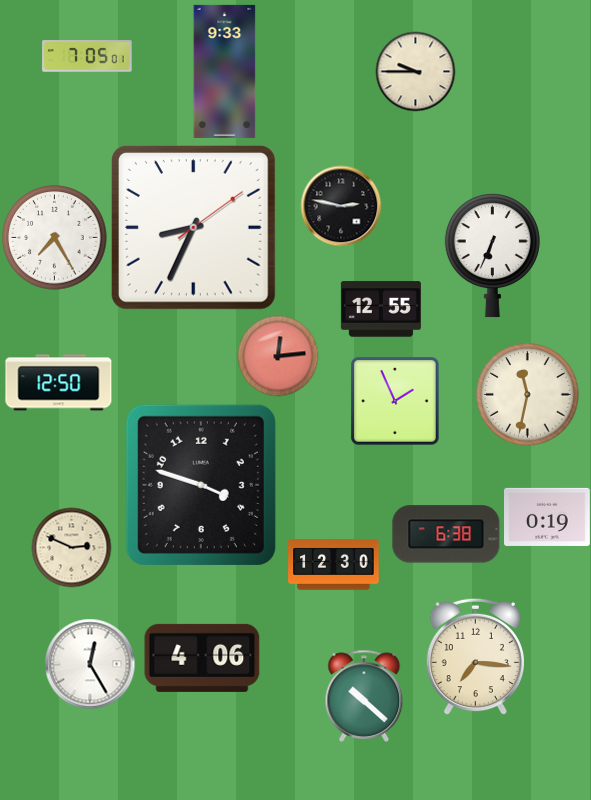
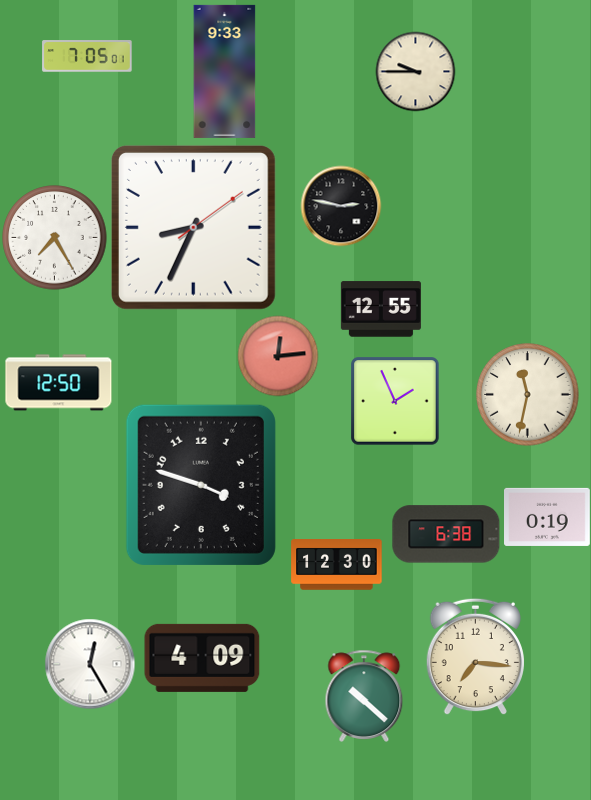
clock at (492, 256): 6:34 -> none
clock at (71, 547): 2:49 -> none
clock at (334, 565) position: (334, 565) -> (337, 565)
clock at (202, 658): 4:06 -> 4:09
